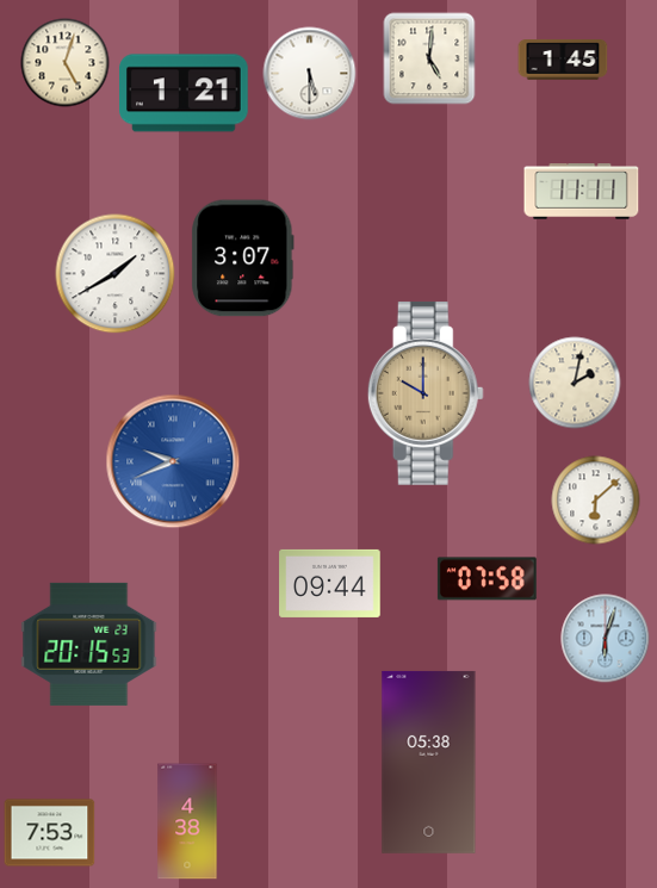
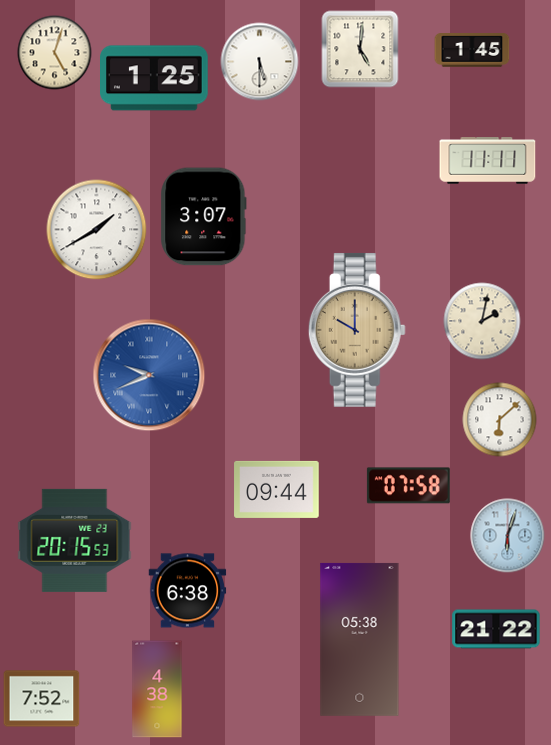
clock at (185, 93): 1:21 -> 1:25
clock at (173, 461) position: (173, 461) -> (149, 375)
clock at (188, 591): none -> 6:38
clock at (496, 629): none -> 21:22
clock at (50, 833): 7:53 -> 7:52
